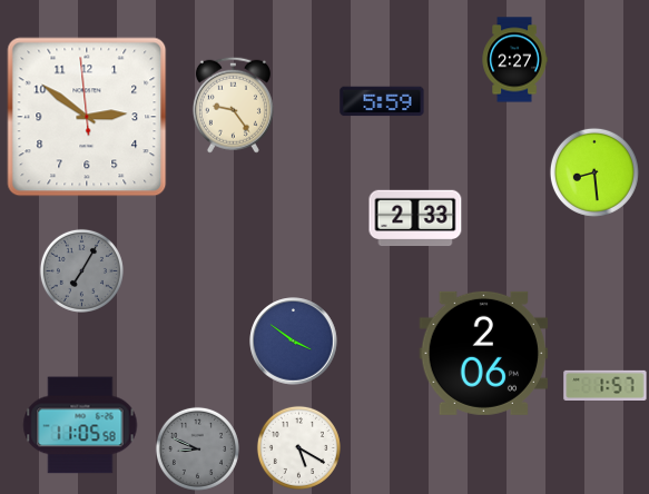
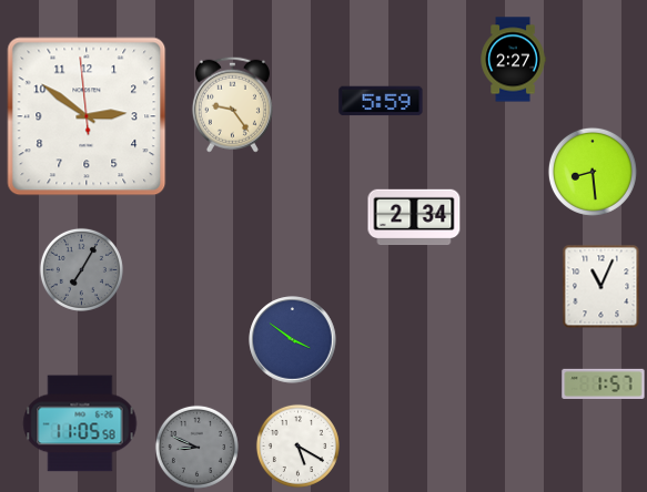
clock at (415, 218): 2:33 -> 2:34
clock at (601, 287): none -> 11:04
clock at (484, 353): 2:06 -> none
